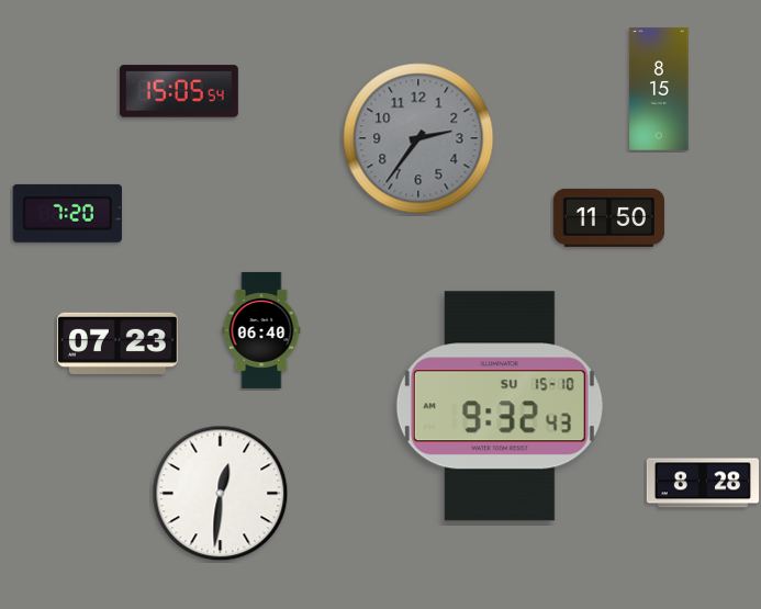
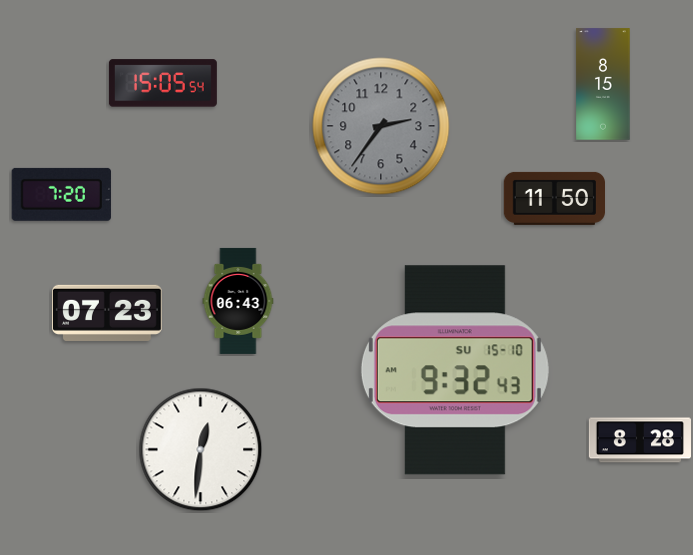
clock at (659, 89) position: (659, 89) -> (603, 84)
clock at (261, 330): 06:40 -> 06:43
